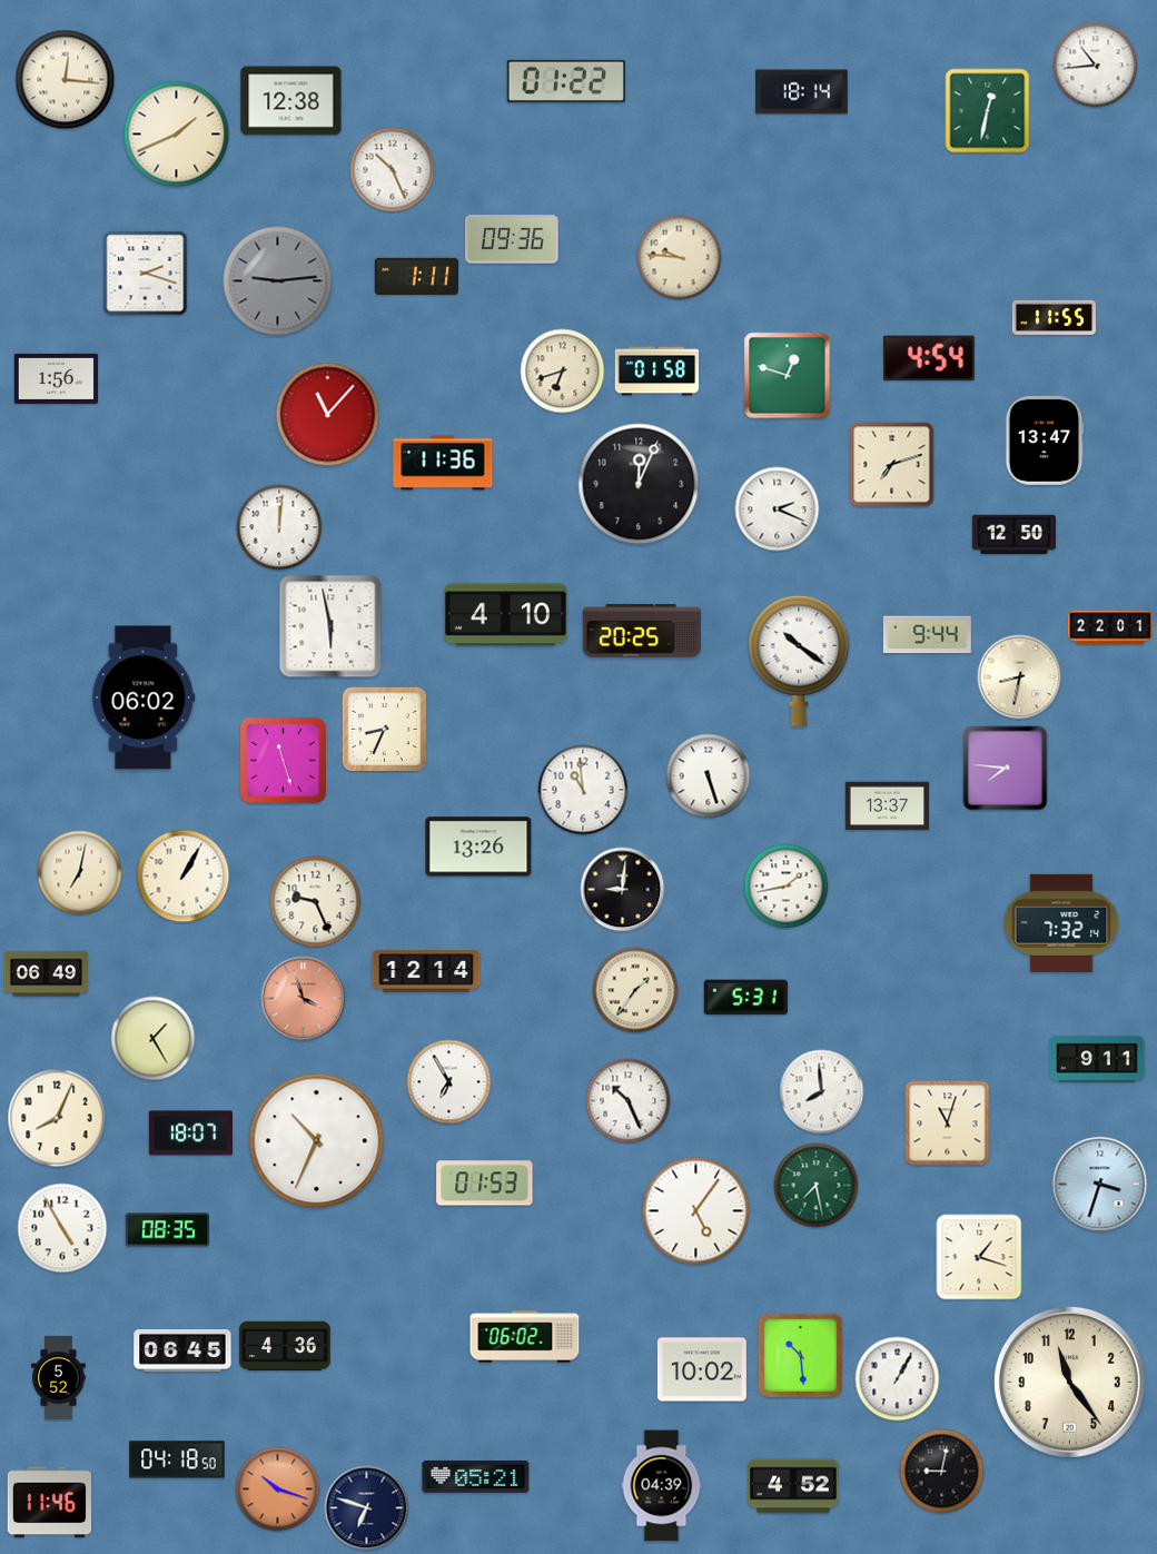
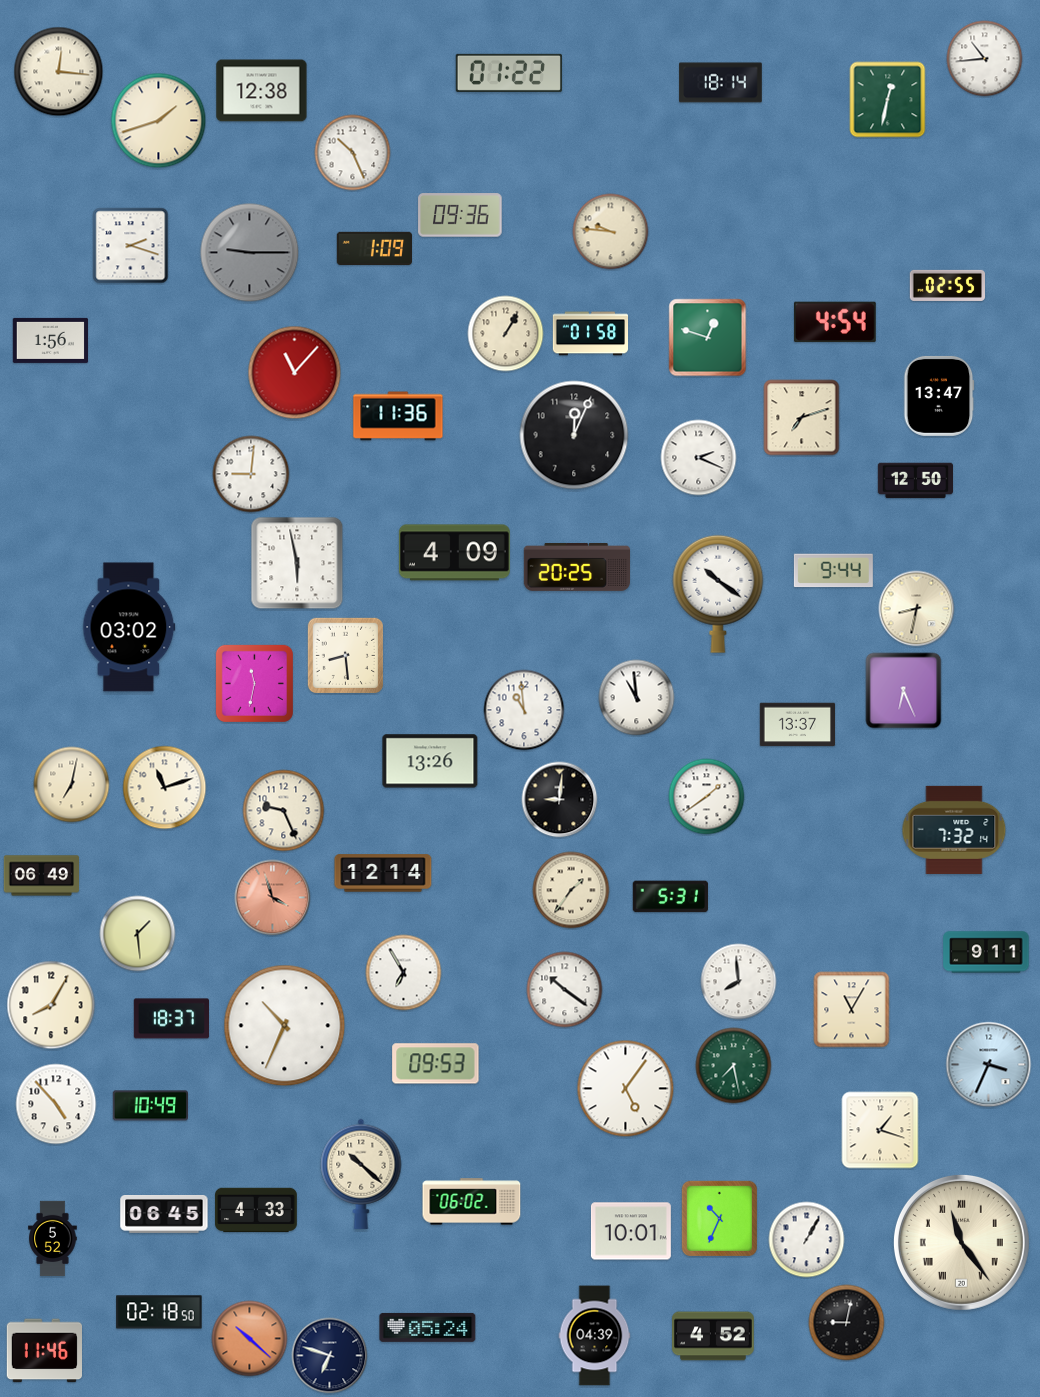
clock at (177, 135): 1:41 -> 1:42
clock at (416, 276): 1:11 -> 1:09
clock at (278, 281): 9:14 -> 9:15
clock at (1054, 317): 11:55 -> 02:55
clock at (563, 372): 6:42 -> 1:05
clock at (279, 527): 12:01 -> 9:01
clock at (1015, 535) position: (1015, 535) -> (916, 481)
clock at (505, 615): 4:10 -> 4:09
clock at (1109, 627): 22:01 -> none
clock at (144, 697): 06:02 -> 03:02
clock at (384, 729): 8:34 -> 8:29
clock at (283, 760): 11:27 -> 11:32
clock at (1006, 769): 7:46 -> 6:26
clock at (709, 776): 5:27 -> 10:59
clock at (184, 877): 1:05 -> 11:12
clock at (787, 887): 1:43 -> 1:39
clock at (154, 1039): 1:25 -> 1:29
clock at (629, 1101): 10:26 -> 10:21
clock at (57, 1118): 8:04 -> 8:05
clock at (948, 1124): 11:03 -> 11:05
clock at (190, 1134): 18:07 -> 18:37
clock at (485, 1184): 01:53 -> 09:53
clock at (1100, 1185): 3:33 -> 3:34
clock at (62, 1228): 4:55 -> 4:53
clock at (167, 1230): 08:35 -> 10:49
clock at (361, 1174): none -> 10:22
clock at (285, 1346): 4:36 -> 4:33
clock at (800, 1355): 10:29 -> 10:34
clock at (702, 1369): 10:02 -> 10:01
clock at (1069, 1382) numerals: Arabic -> Roman
clock at (177, 1459): 04:18 -> 02:18
clock at (476, 1476): 05:21 -> 05:24
clock at (278, 1489): 10:18 -> 10:22
